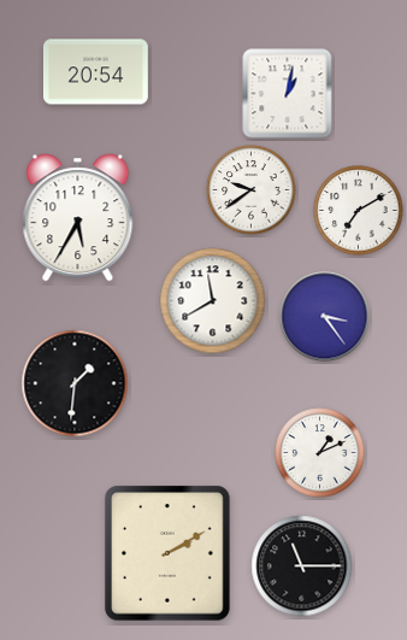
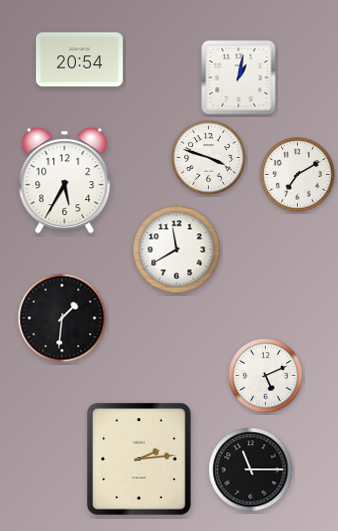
clock at (252, 190): 9:39 -> 3:48
clock at (325, 317): 3:24 -> none
clock at (320, 453): 1:11 -> 5:11
clock at (167, 553): 2:10 -> 2:14
